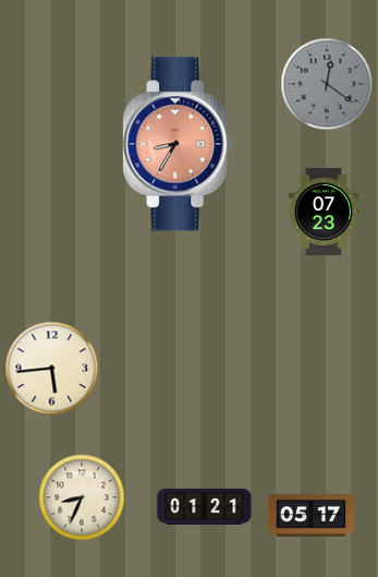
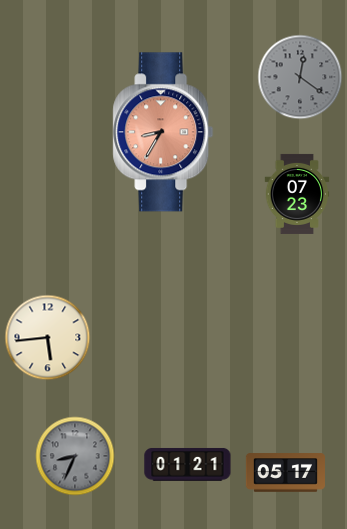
clock at (82, 497) dial: cream -> grey
